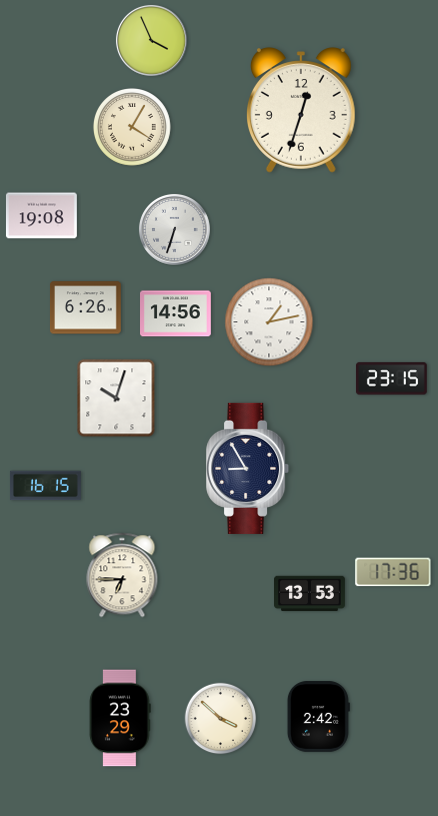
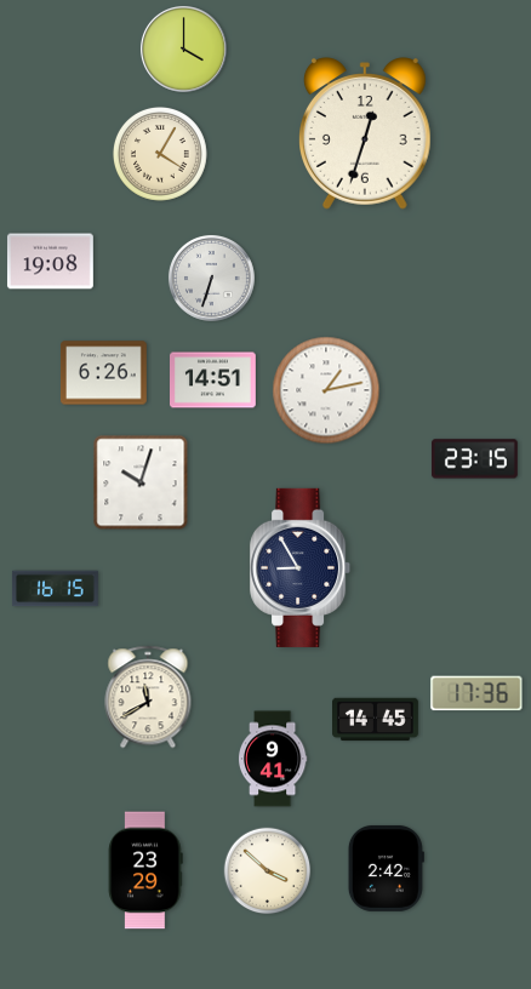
clock at (152, 41): 3:56 -> 4:00
clock at (176, 314): 14:56 -> 14:51
clock at (122, 575): 6:45 -> 11:40
clock at (310, 594): 13:53 -> 14:45
clock at (273, 759): none -> 9:41
